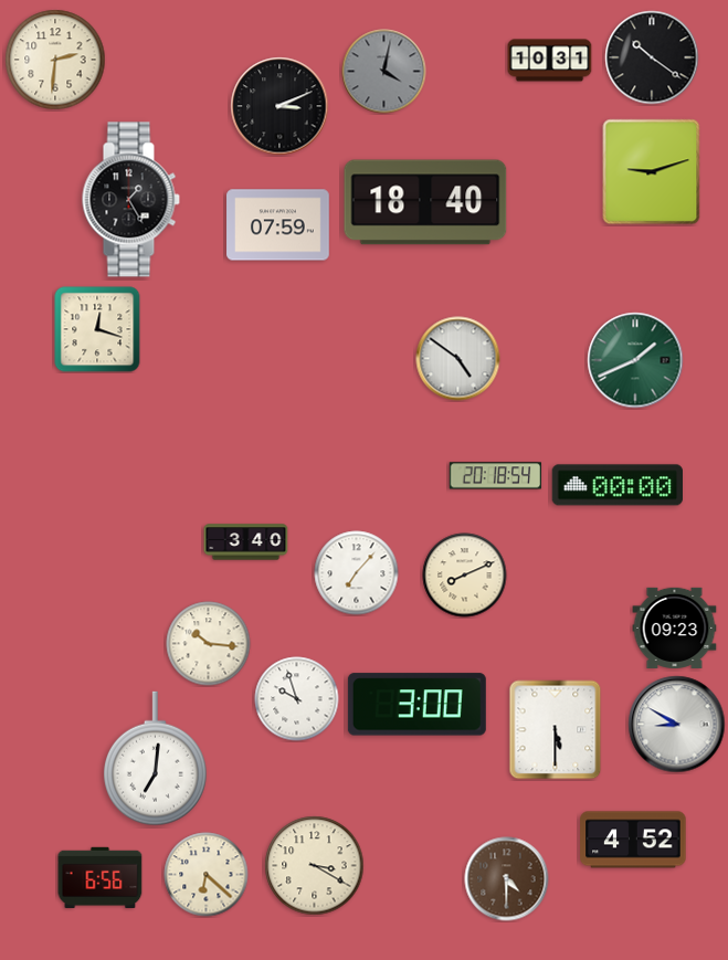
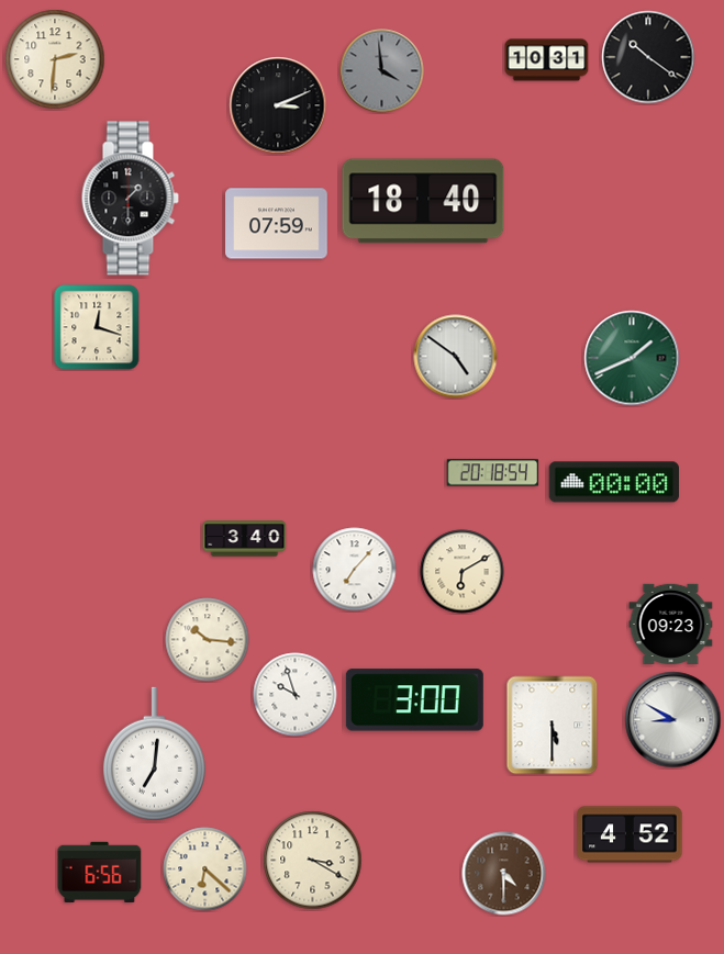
clock at (384, 72): 4:02 -> 3:59
clock at (652, 172): 9:12 -> none
clock at (130, 200): 1:25 -> 1:30
clock at (465, 576): 8:11 -> 6:10
